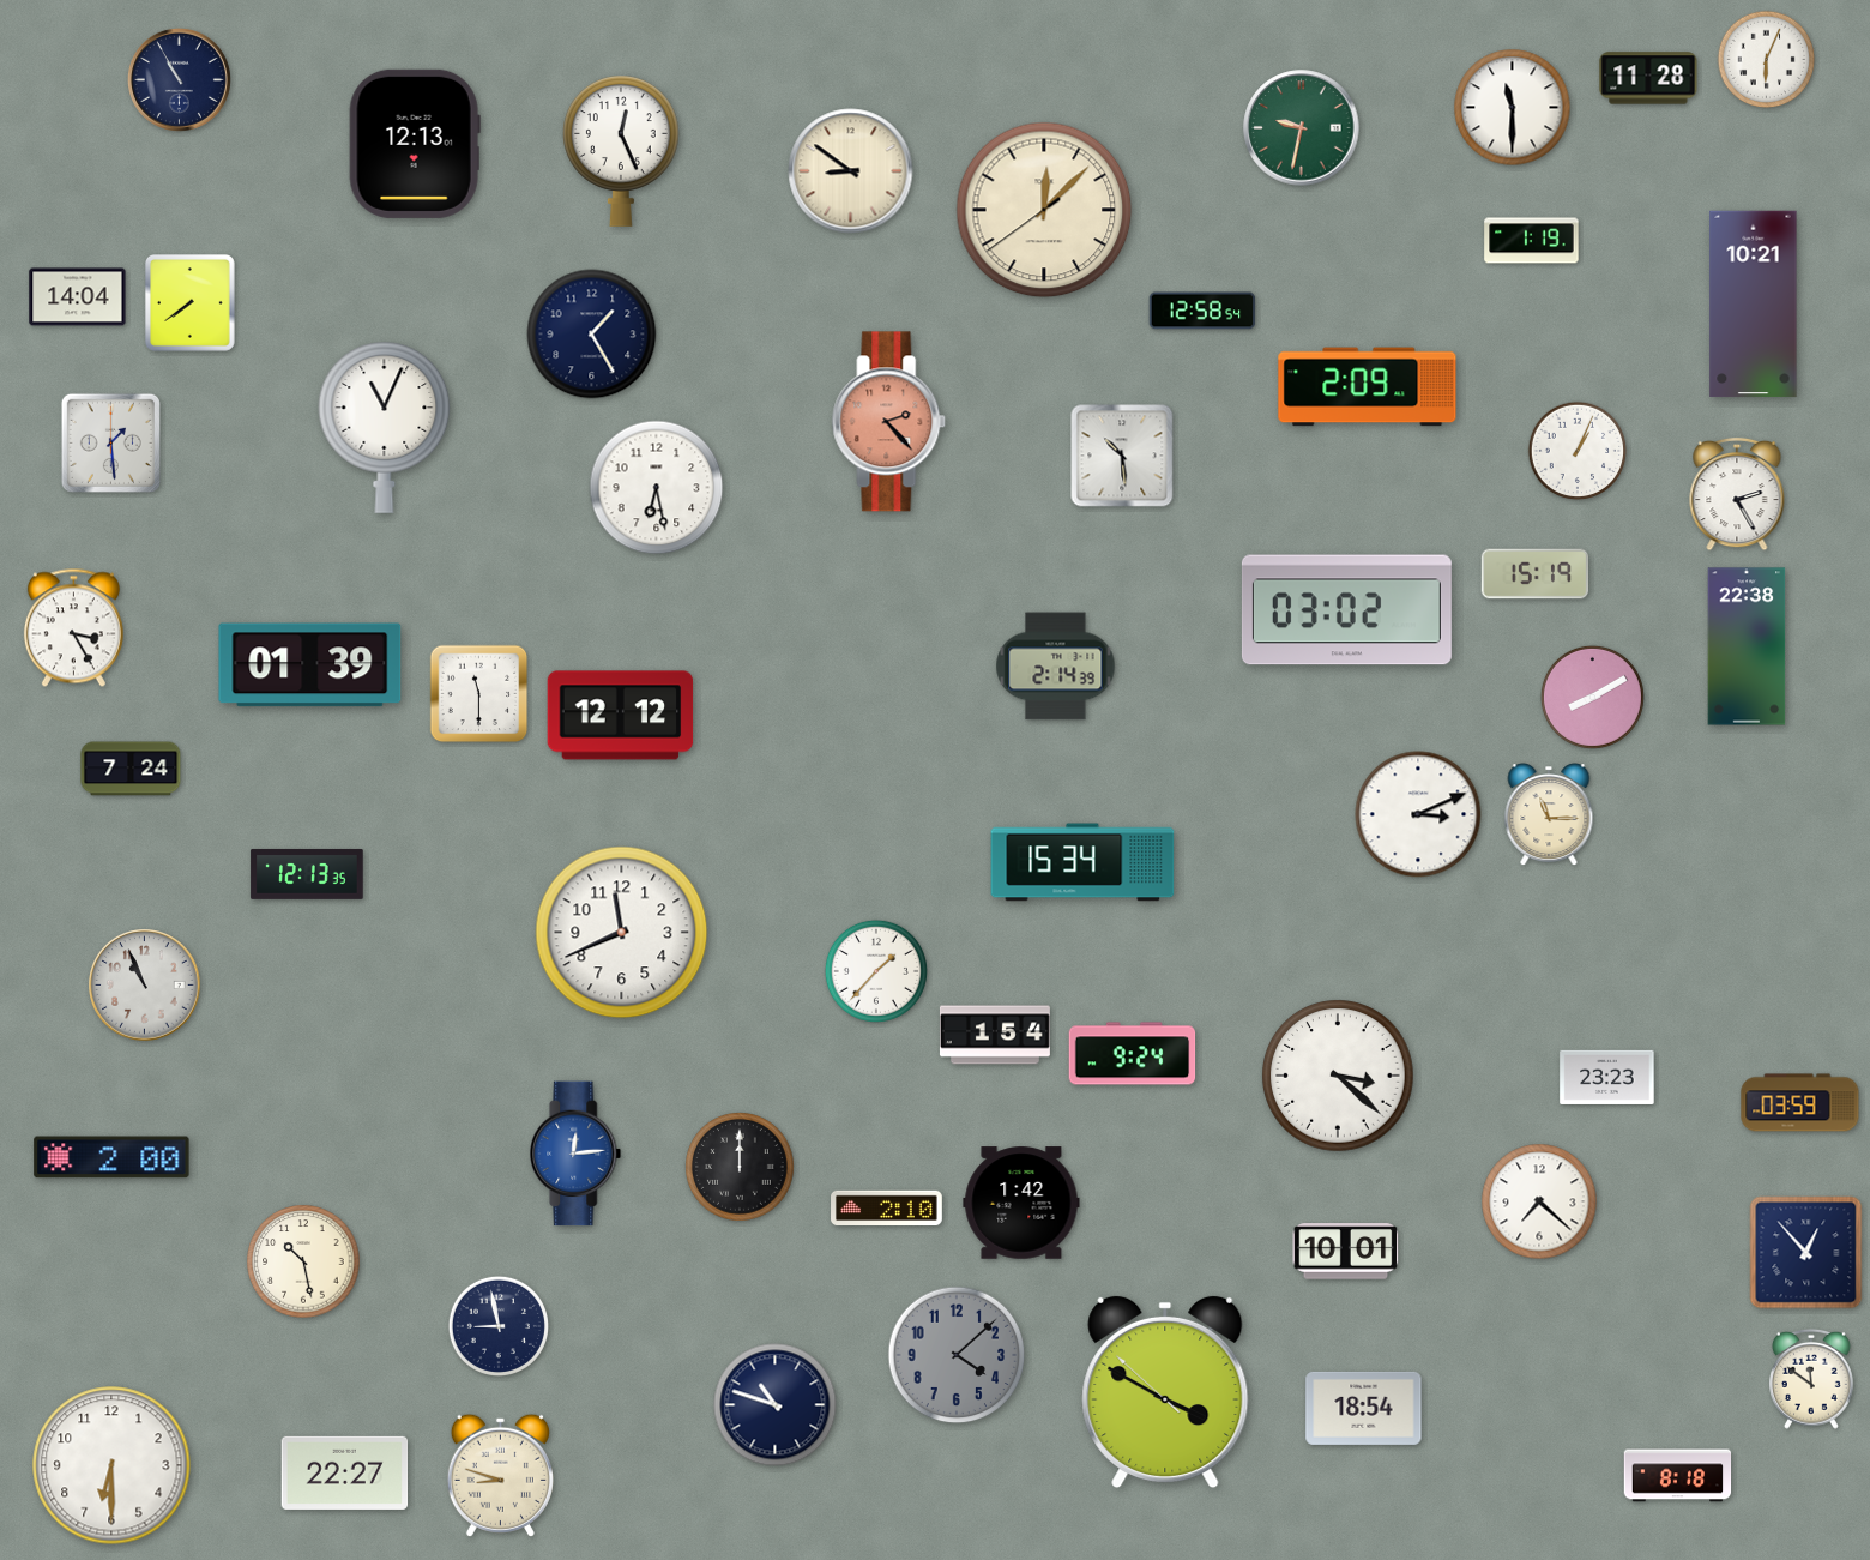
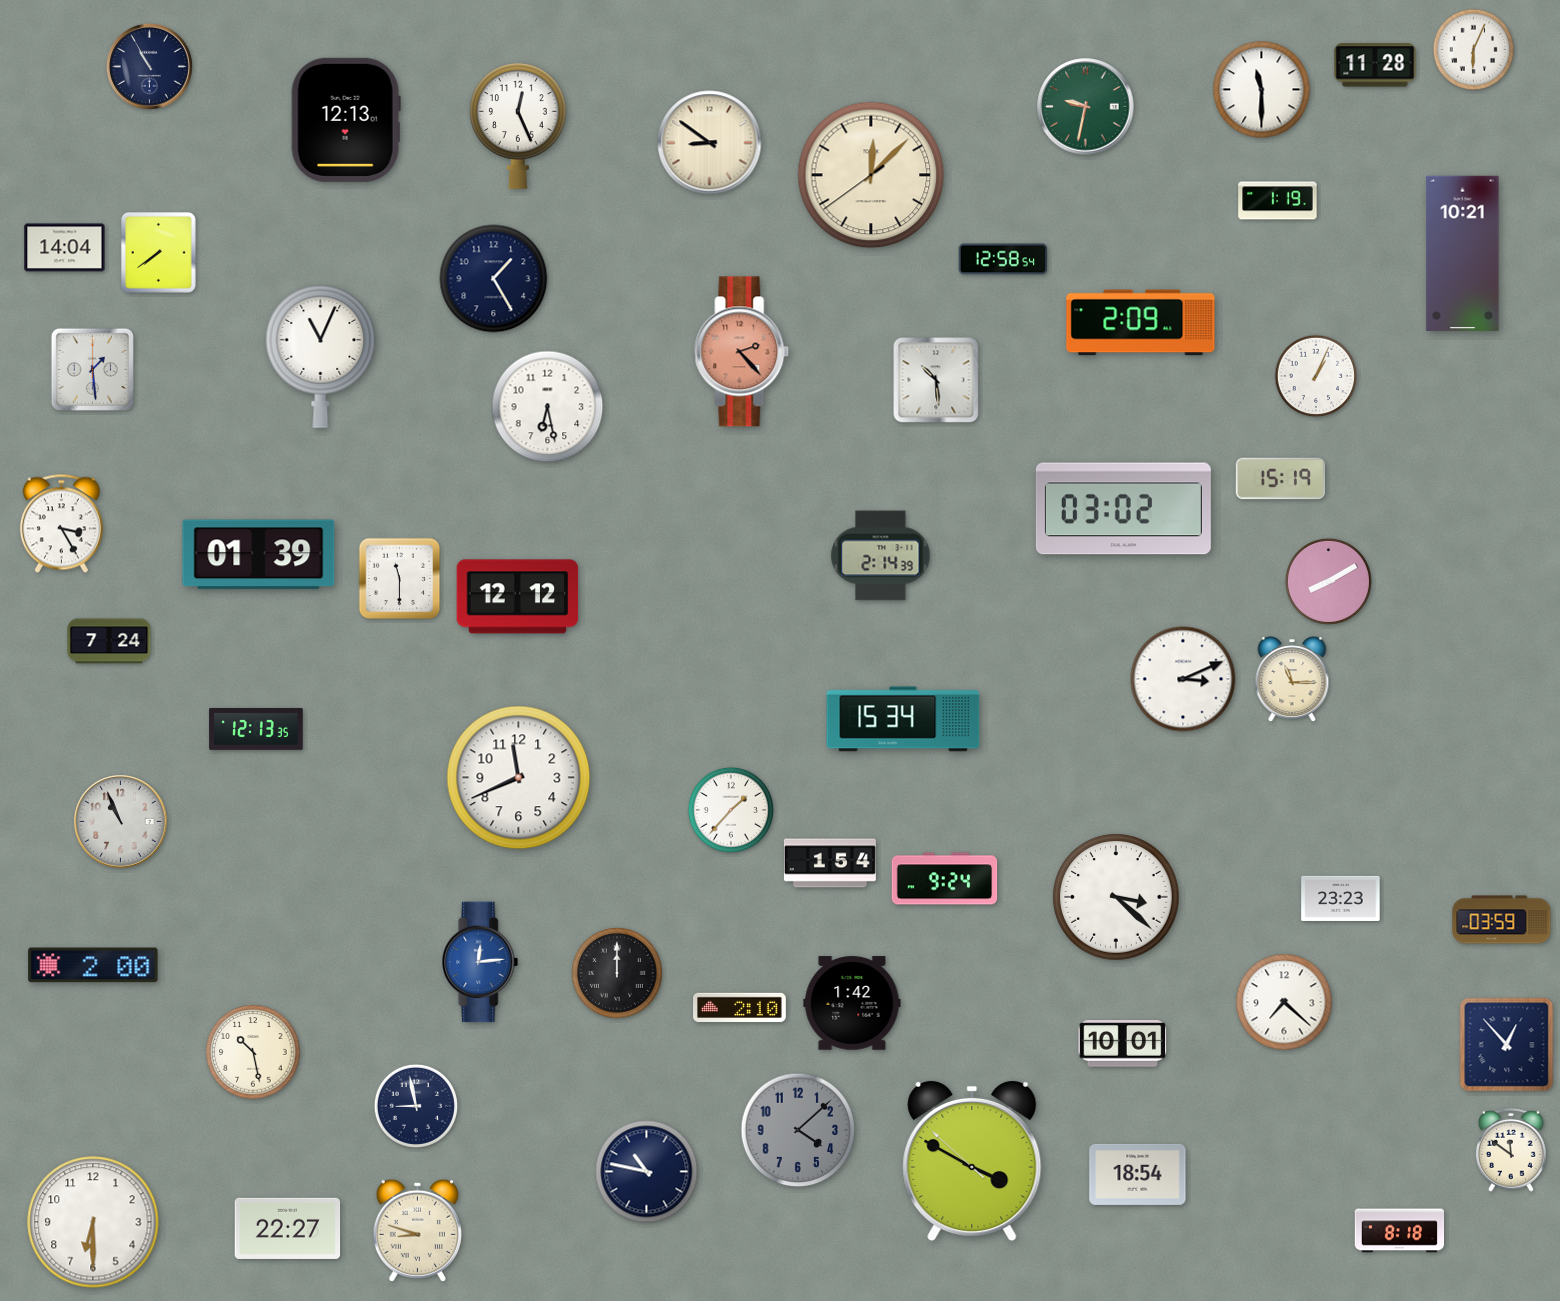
clock at (1737, 494): 2:25 -> none
clock at (1747, 646): 22:38 -> none
clock at (776, 1405): 10:48 -> 10:47
